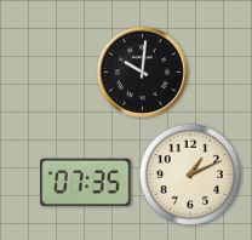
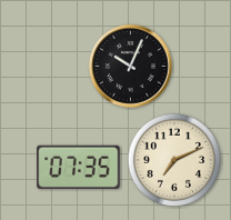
clock at (142, 72): 10:01 -> 10:04
clock at (190, 175): 1:11 -> 7:11
